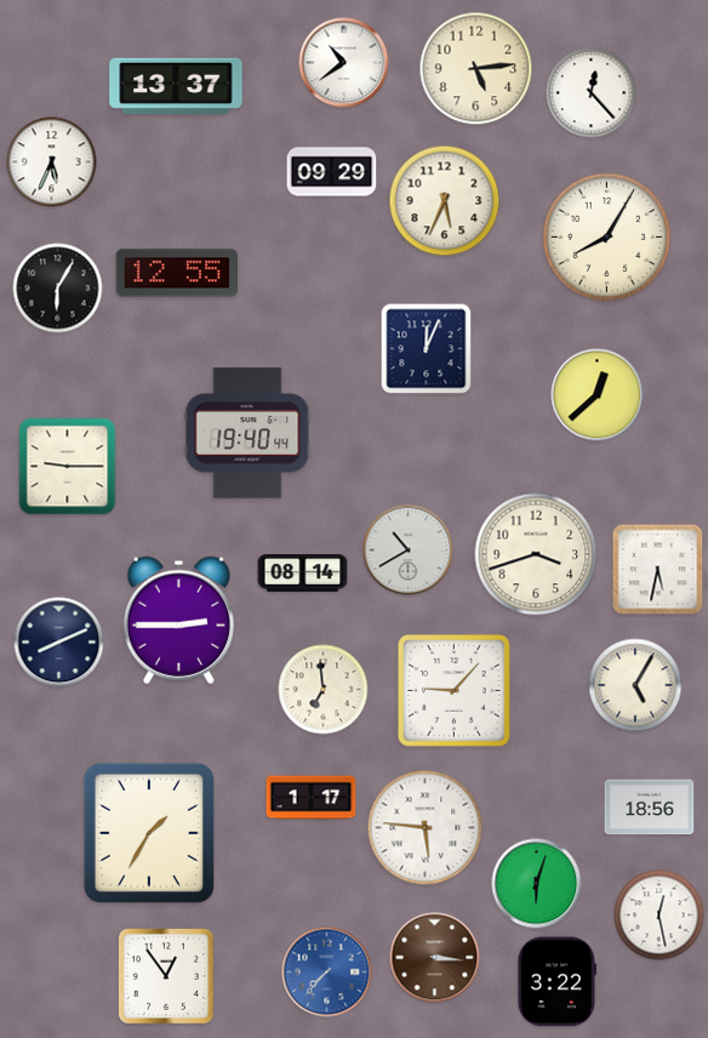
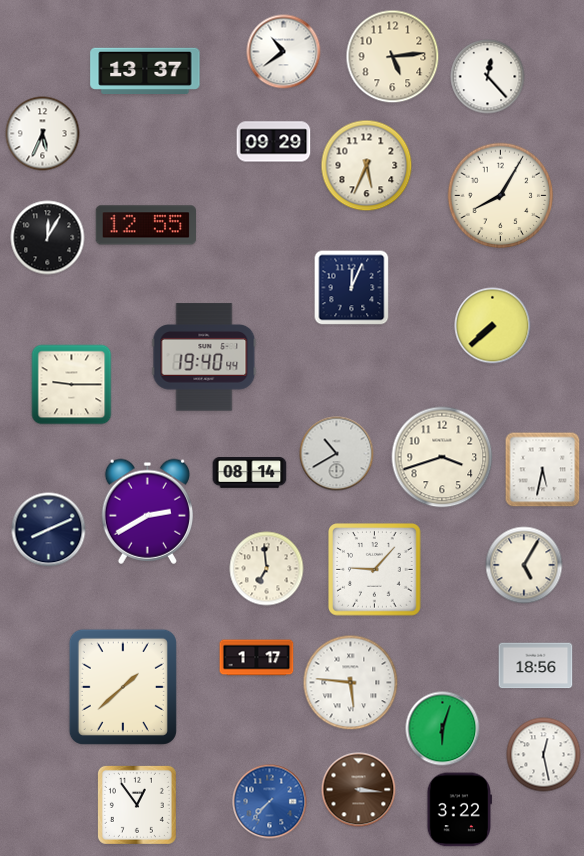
clock at (58, 289): 6:05 -> 12:05
clock at (598, 395): 12:38 -> 7:38
clock at (68, 467) position: (68, 467) -> (72, 385)
clock at (178, 620): 2:45 -> 2:40
clock at (149, 833): 1:35 -> 1:38
